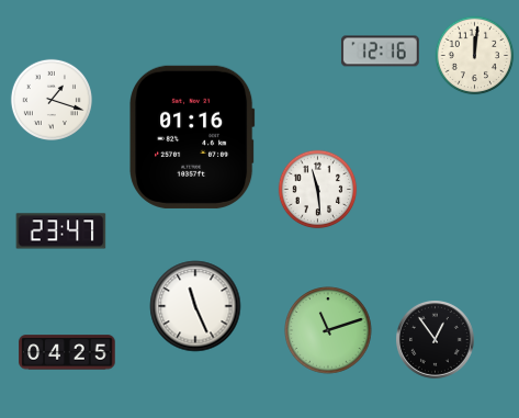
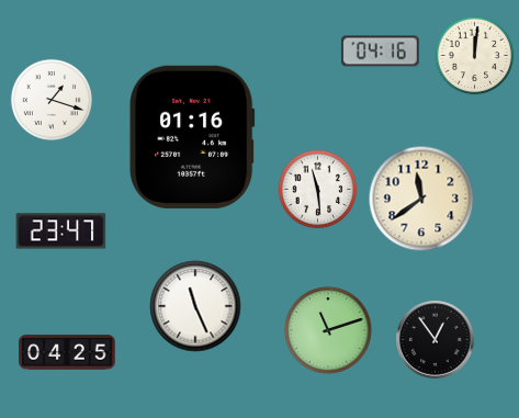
clock at (380, 52): 12:16 -> 04:16
clock at (421, 199): none -> 11:39
